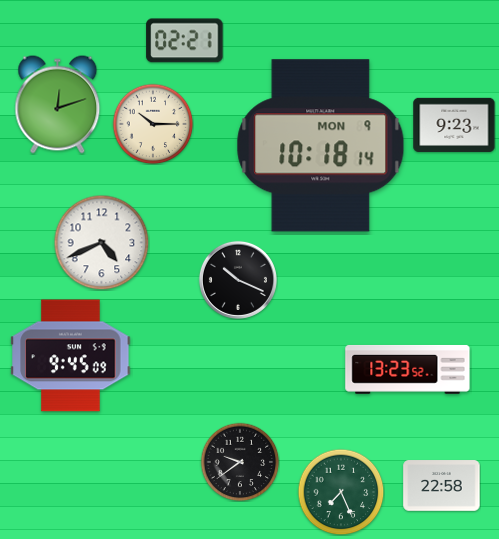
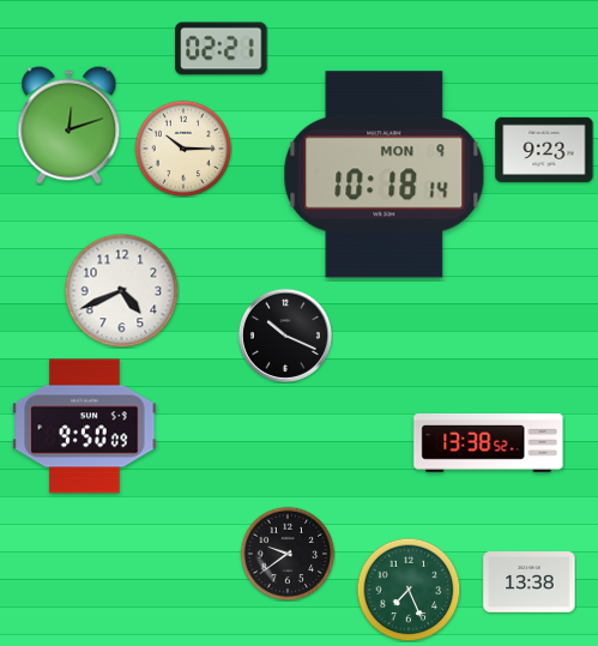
clock at (71, 356): 9:45 -> 9:50
clock at (408, 369): 13:23 -> 13:38
clock at (442, 486): 22:58 -> 13:38
